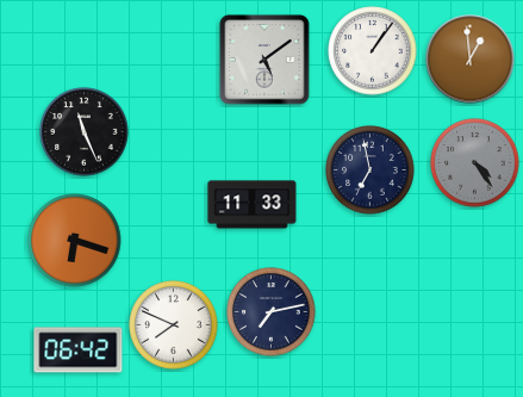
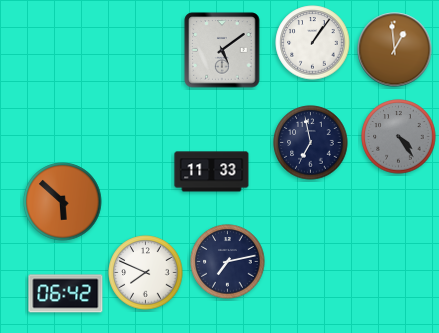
clock at (85, 132): 11:26 -> none
clock at (75, 241): 6:18 -> 5:52
